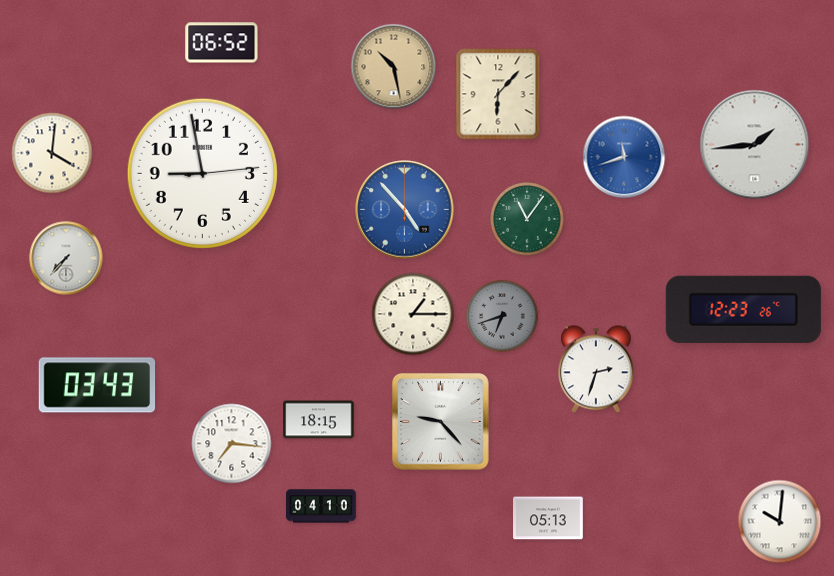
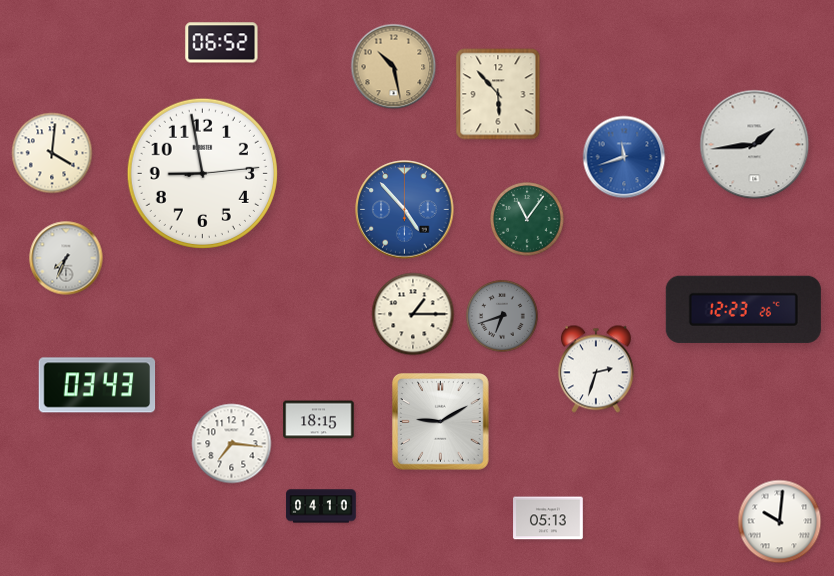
clock at (498, 94): 6:07 -> 5:53
clock at (66, 258): 7:37 -> 7:34
clock at (441, 422): 9:23 -> 9:10
